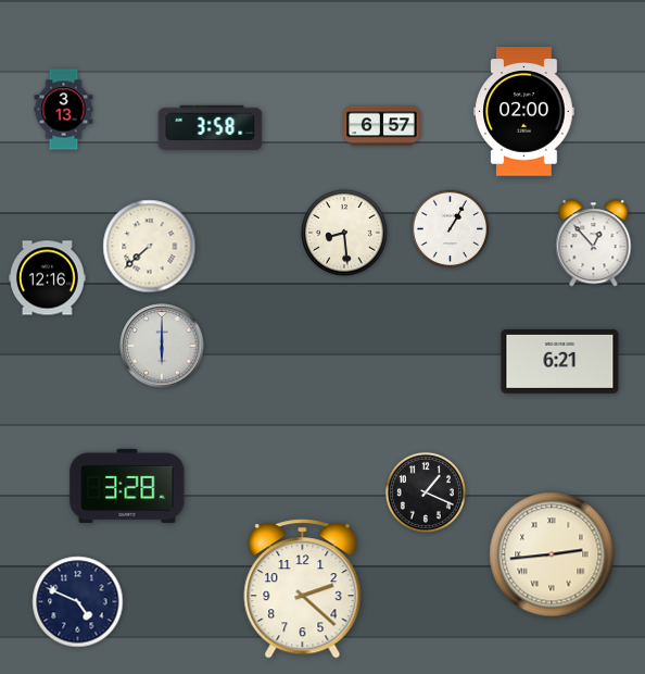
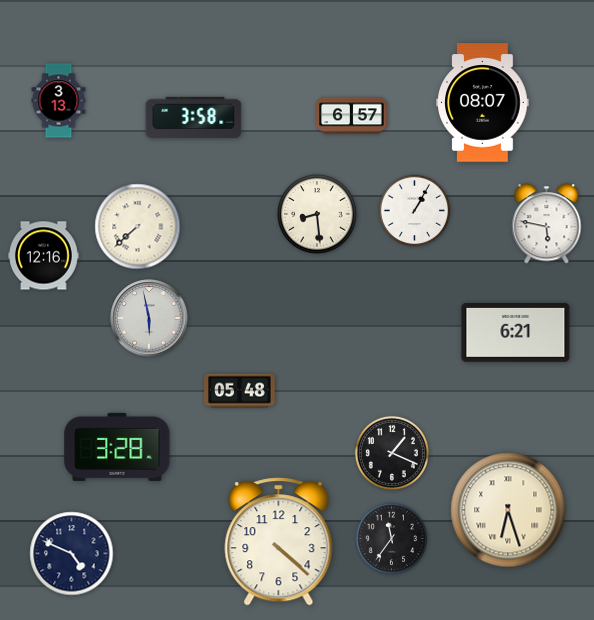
clock at (524, 112): 02:00 -> 08:07
clock at (594, 244): 12:53 -> 5:47
clock at (162, 346): 6:00 -> 5:58
clock at (240, 391): none -> 05:48
clock at (552, 554): 2:44 -> 6:27
clock at (392, 539): none -> 11:36
clock at (303, 589): 2:22 -> 4:22
